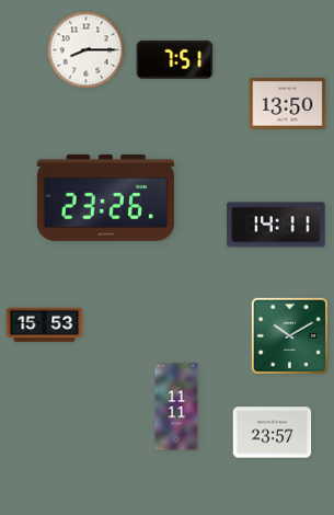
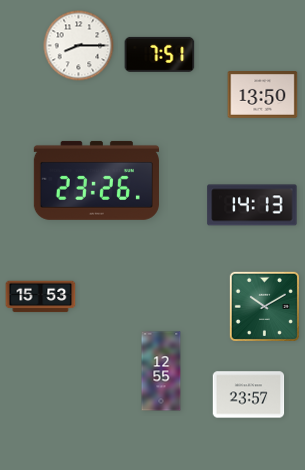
clock at (276, 225): 14:11 -> 14:13
clock at (176, 407): 11:11 -> 12:55
